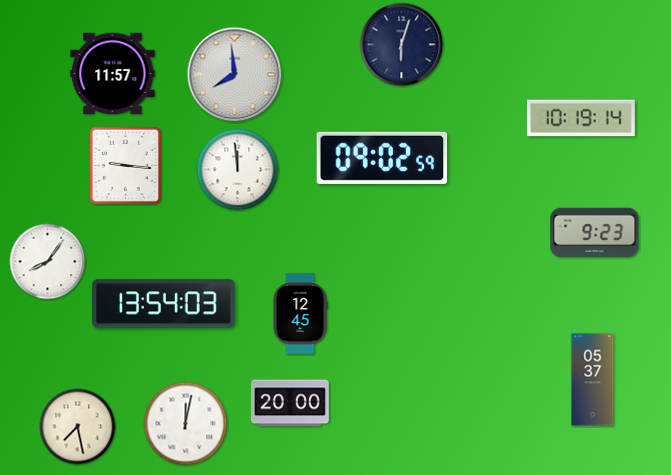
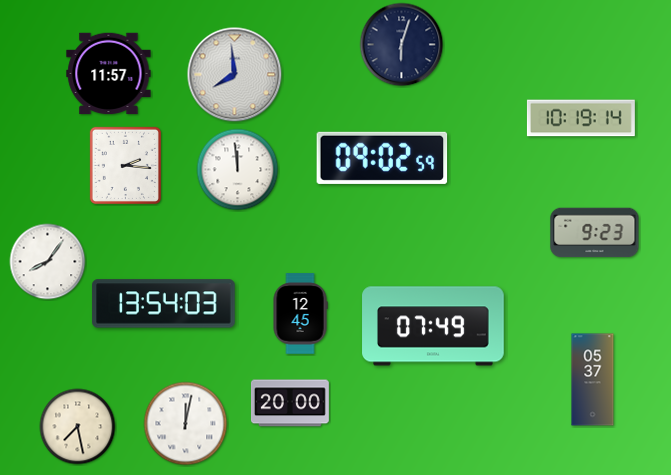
clock at (113, 74) position: (113, 74) -> (109, 74)
clock at (125, 165): 9:16 -> 2:16
clock at (433, 326): none -> 07:49
